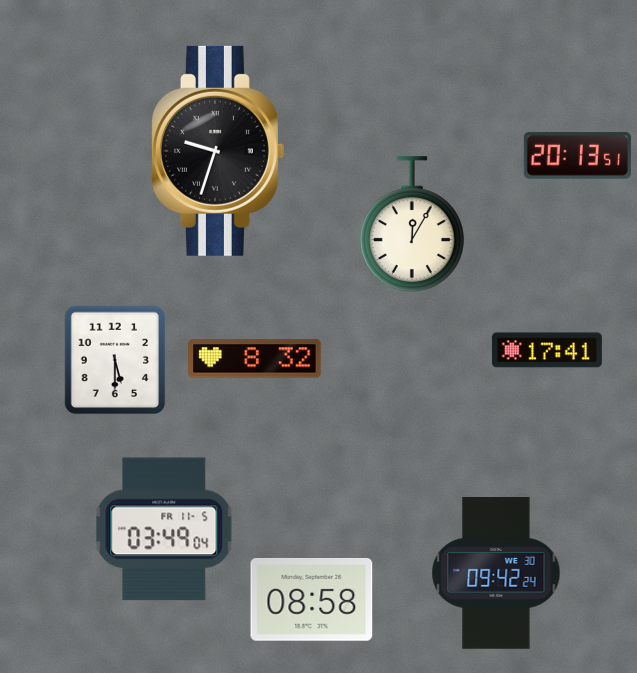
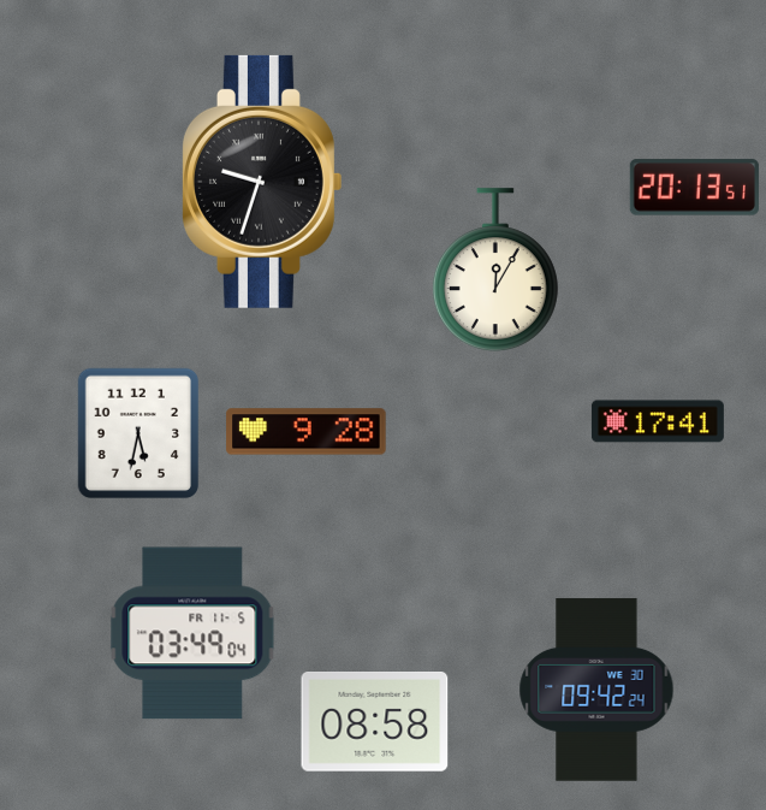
clock at (255, 359): 8:32 -> 9:28
clock at (115, 360): 5:30 -> 5:32
clock at (164, 529) position: (164, 529) -> (192, 633)
